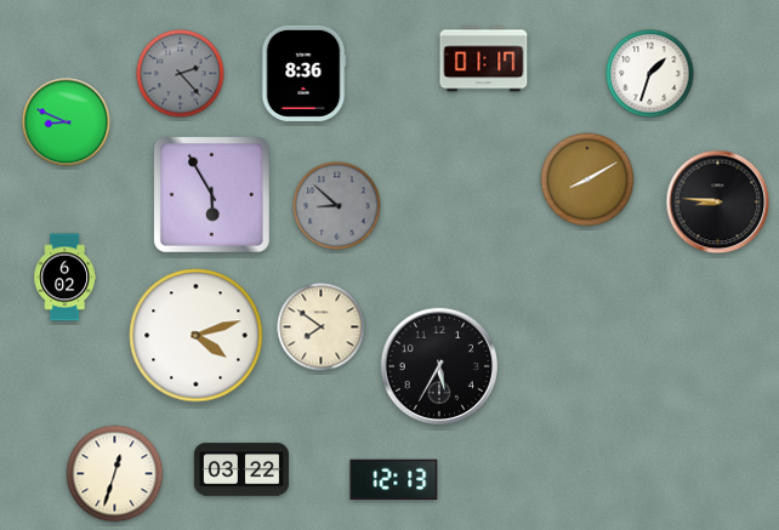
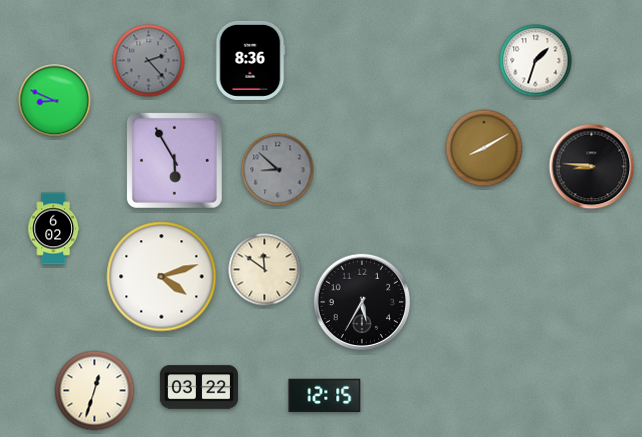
clock at (484, 59): 01:17 -> none
clock at (322, 327): 7:51 -> 11:51
clock at (394, 479): 12:13 -> 12:15
